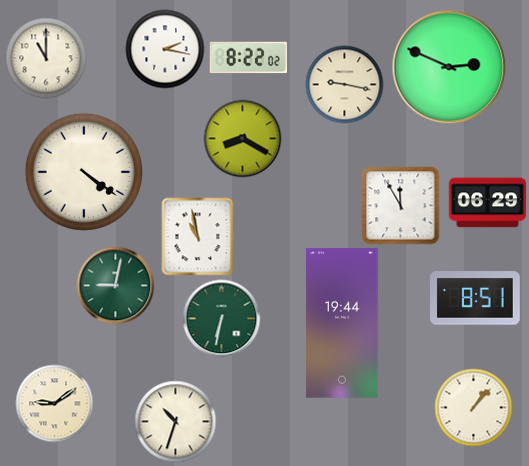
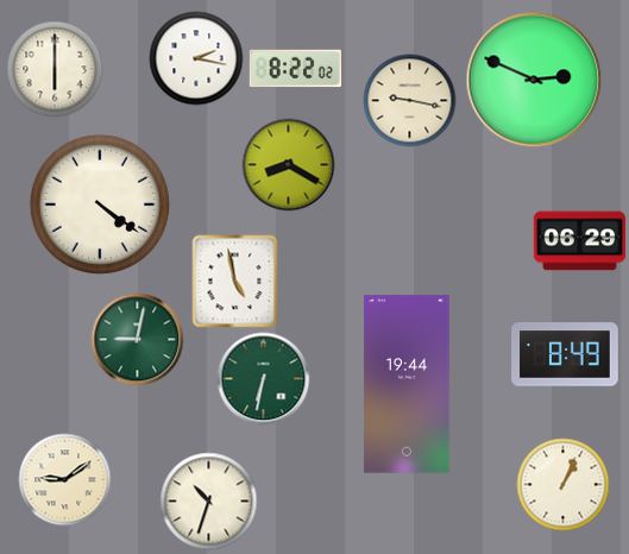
clock at (46, 58): 11:00 -> 6:00
clock at (400, 205): 11:55 -> none
clock at (198, 236): 10:58 -> 4:58
clock at (476, 298): 8:51 -> 8:49
clock at (473, 407): 1:07 -> 1:04
